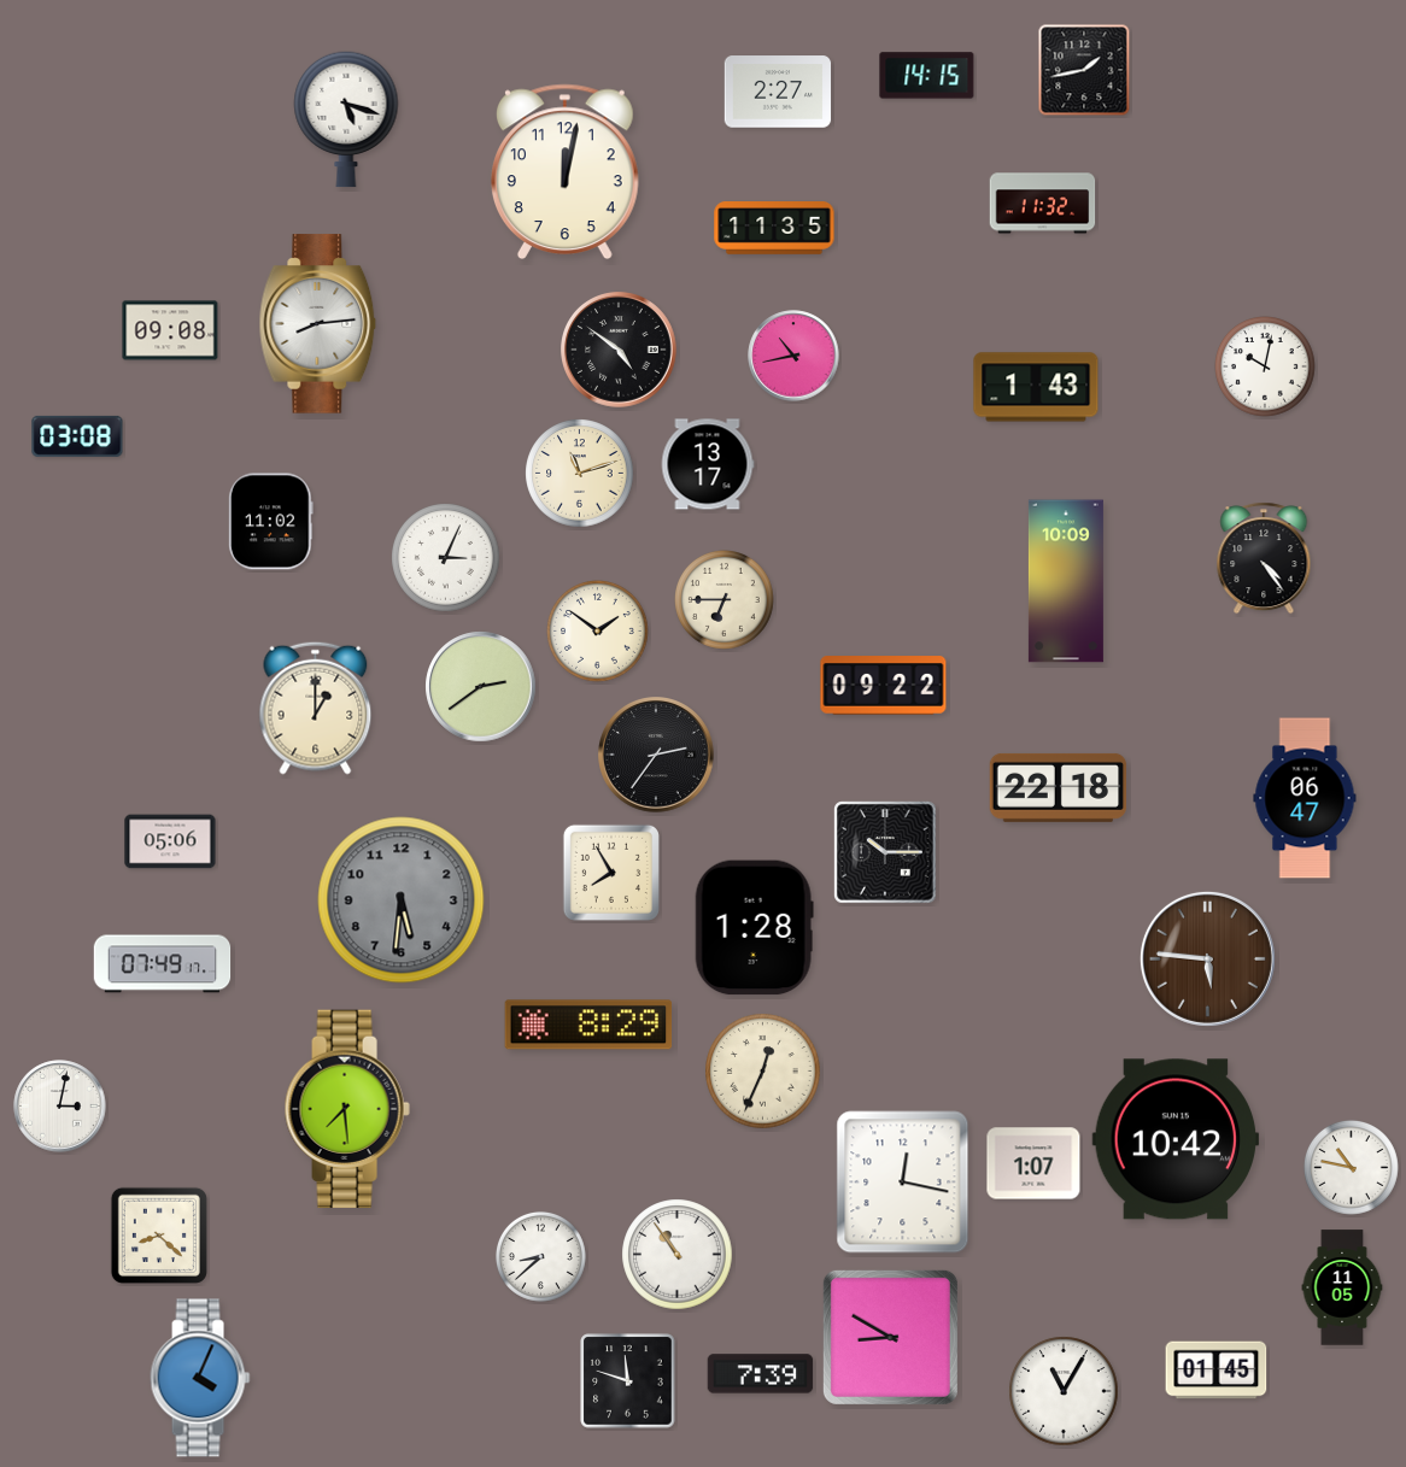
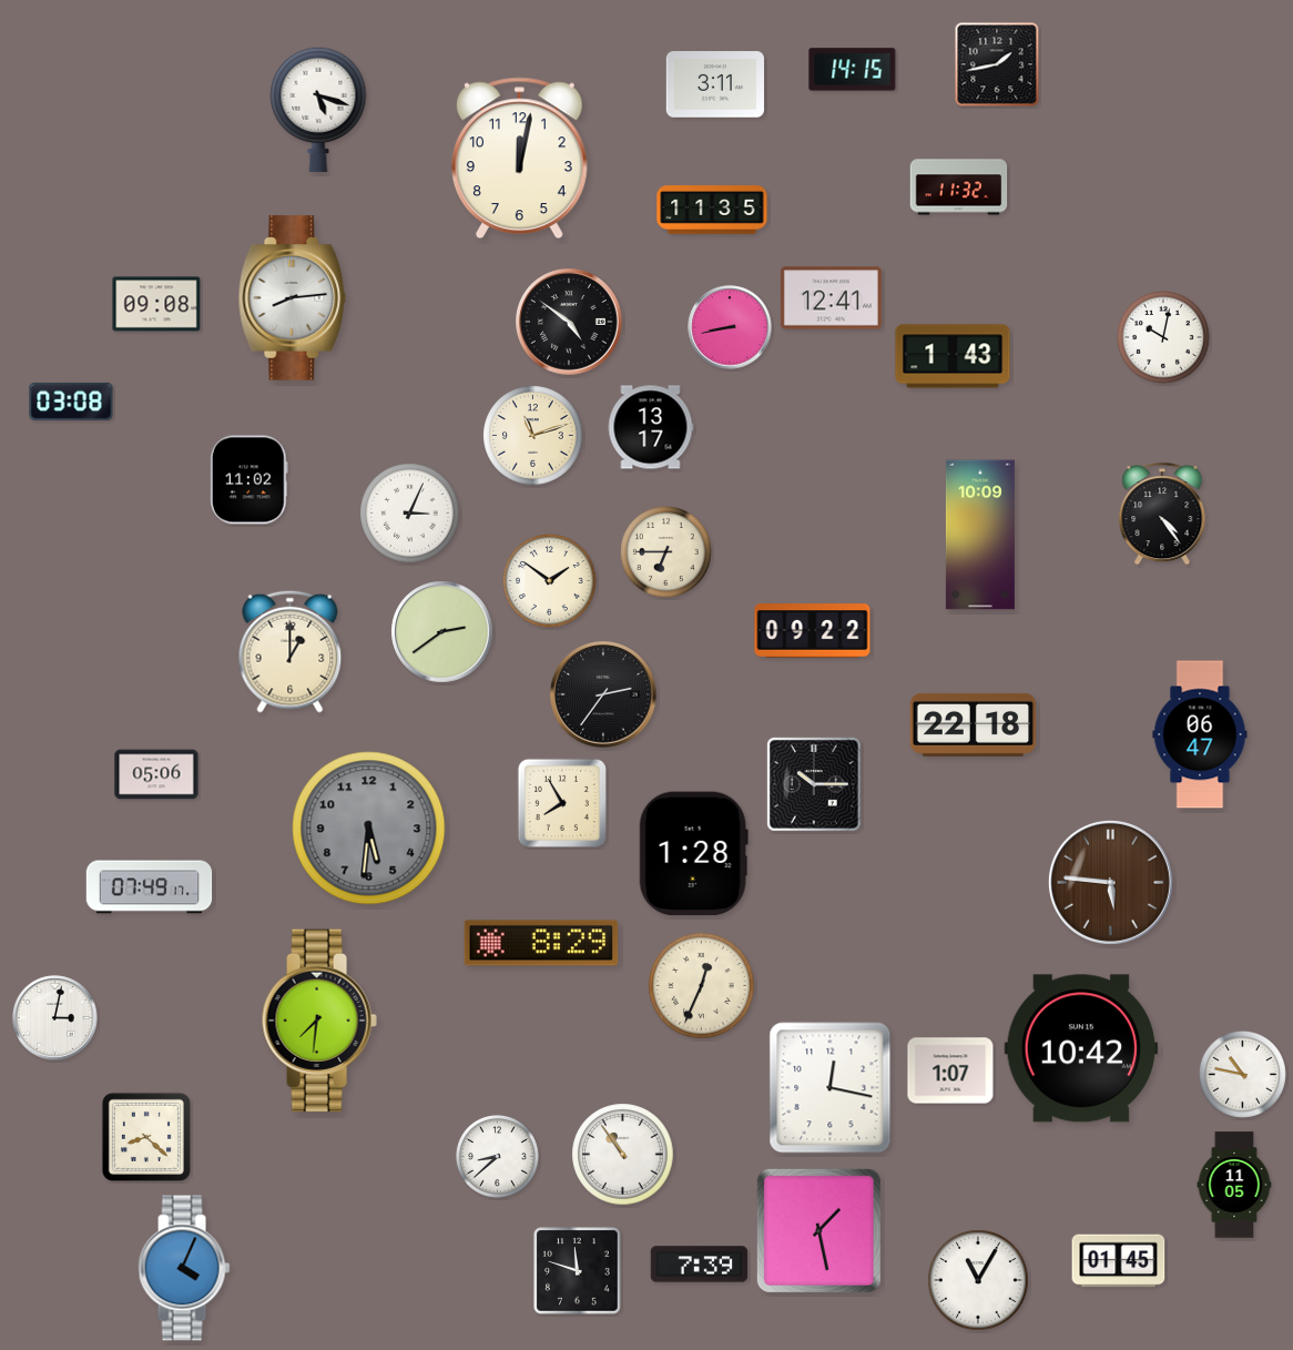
clock at (778, 92): 2:27 -> 3:11
clock at (831, 298): none -> 12:41
clock at (793, 356): 10:43 -> 8:43
clock at (347, 1109): 7:29 -> 7:31
clock at (890, 1337): 8:50 -> 1:28
